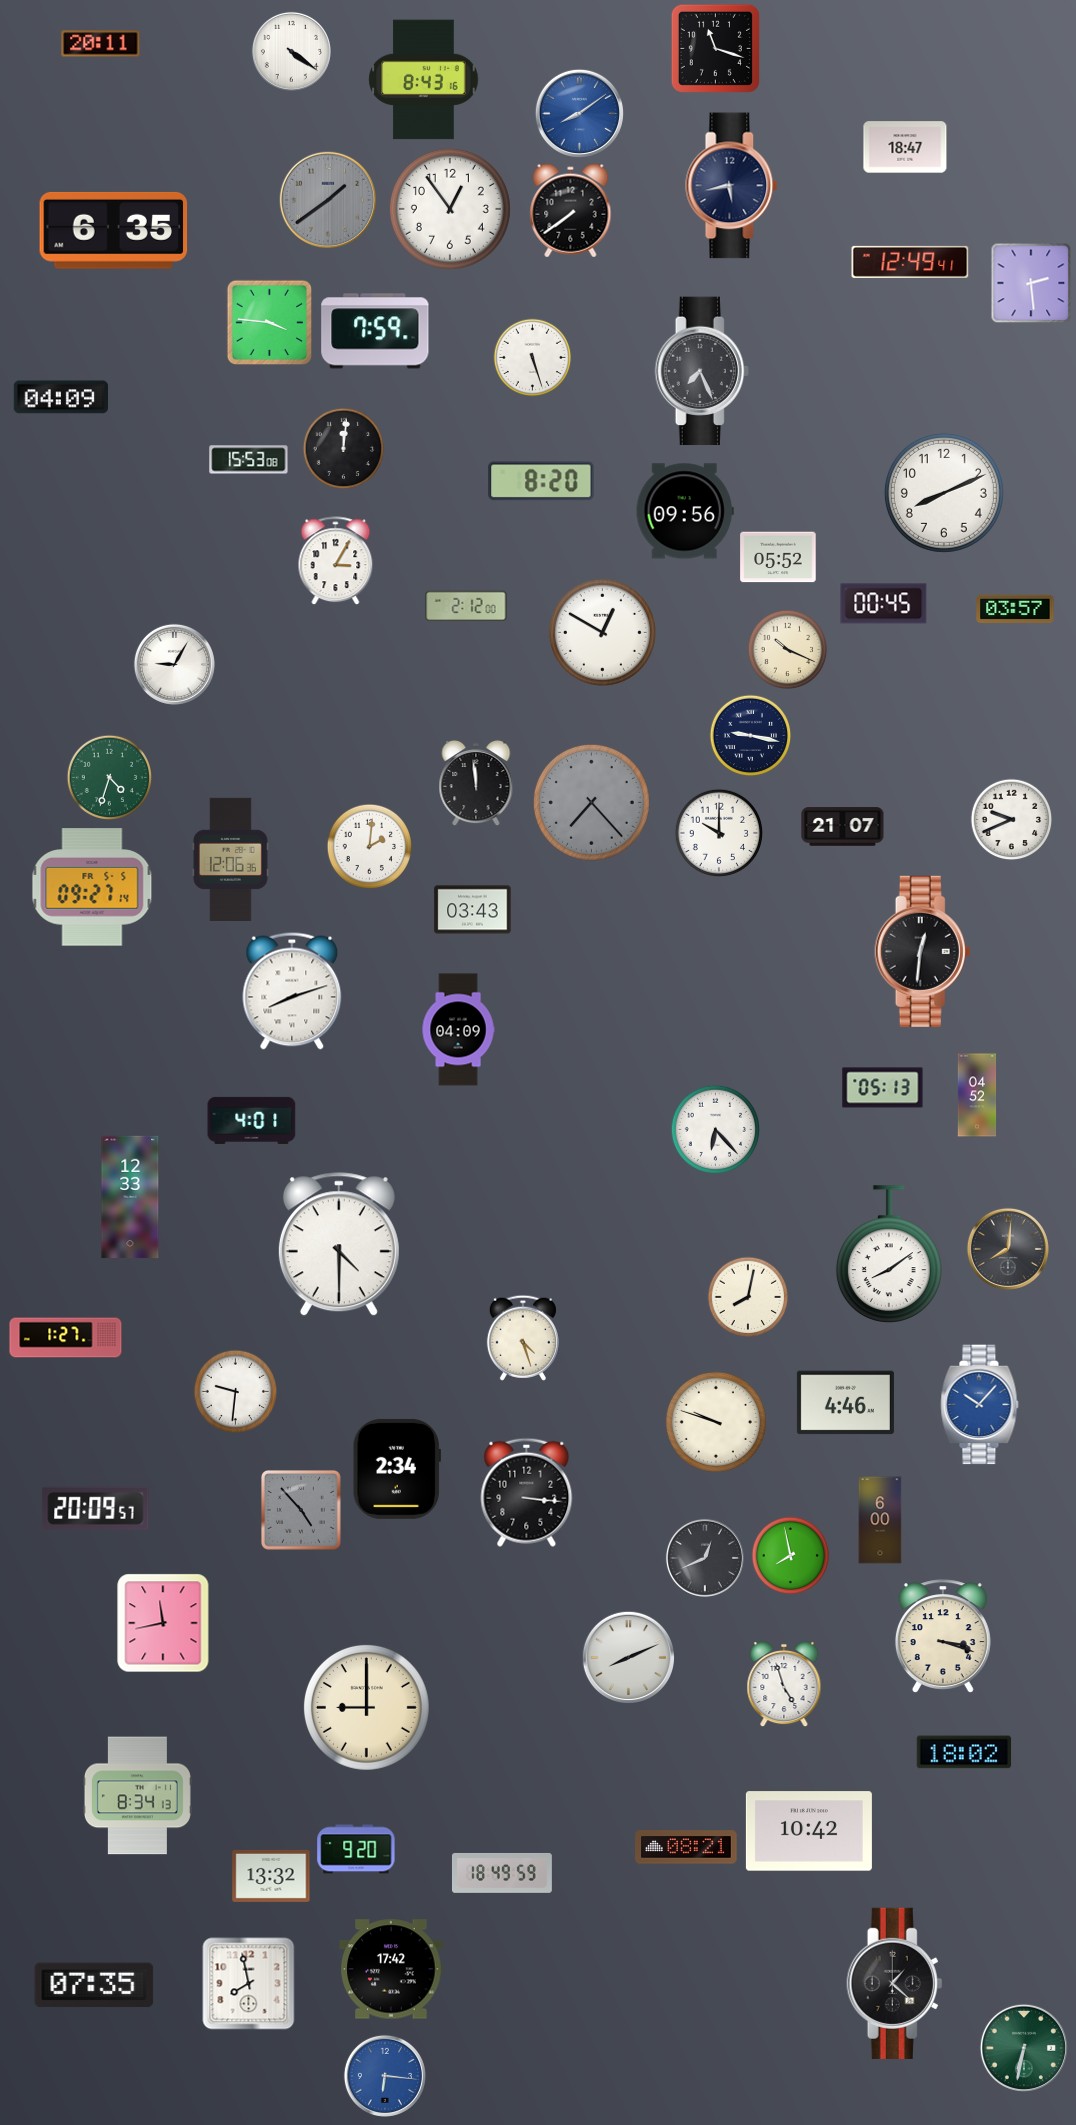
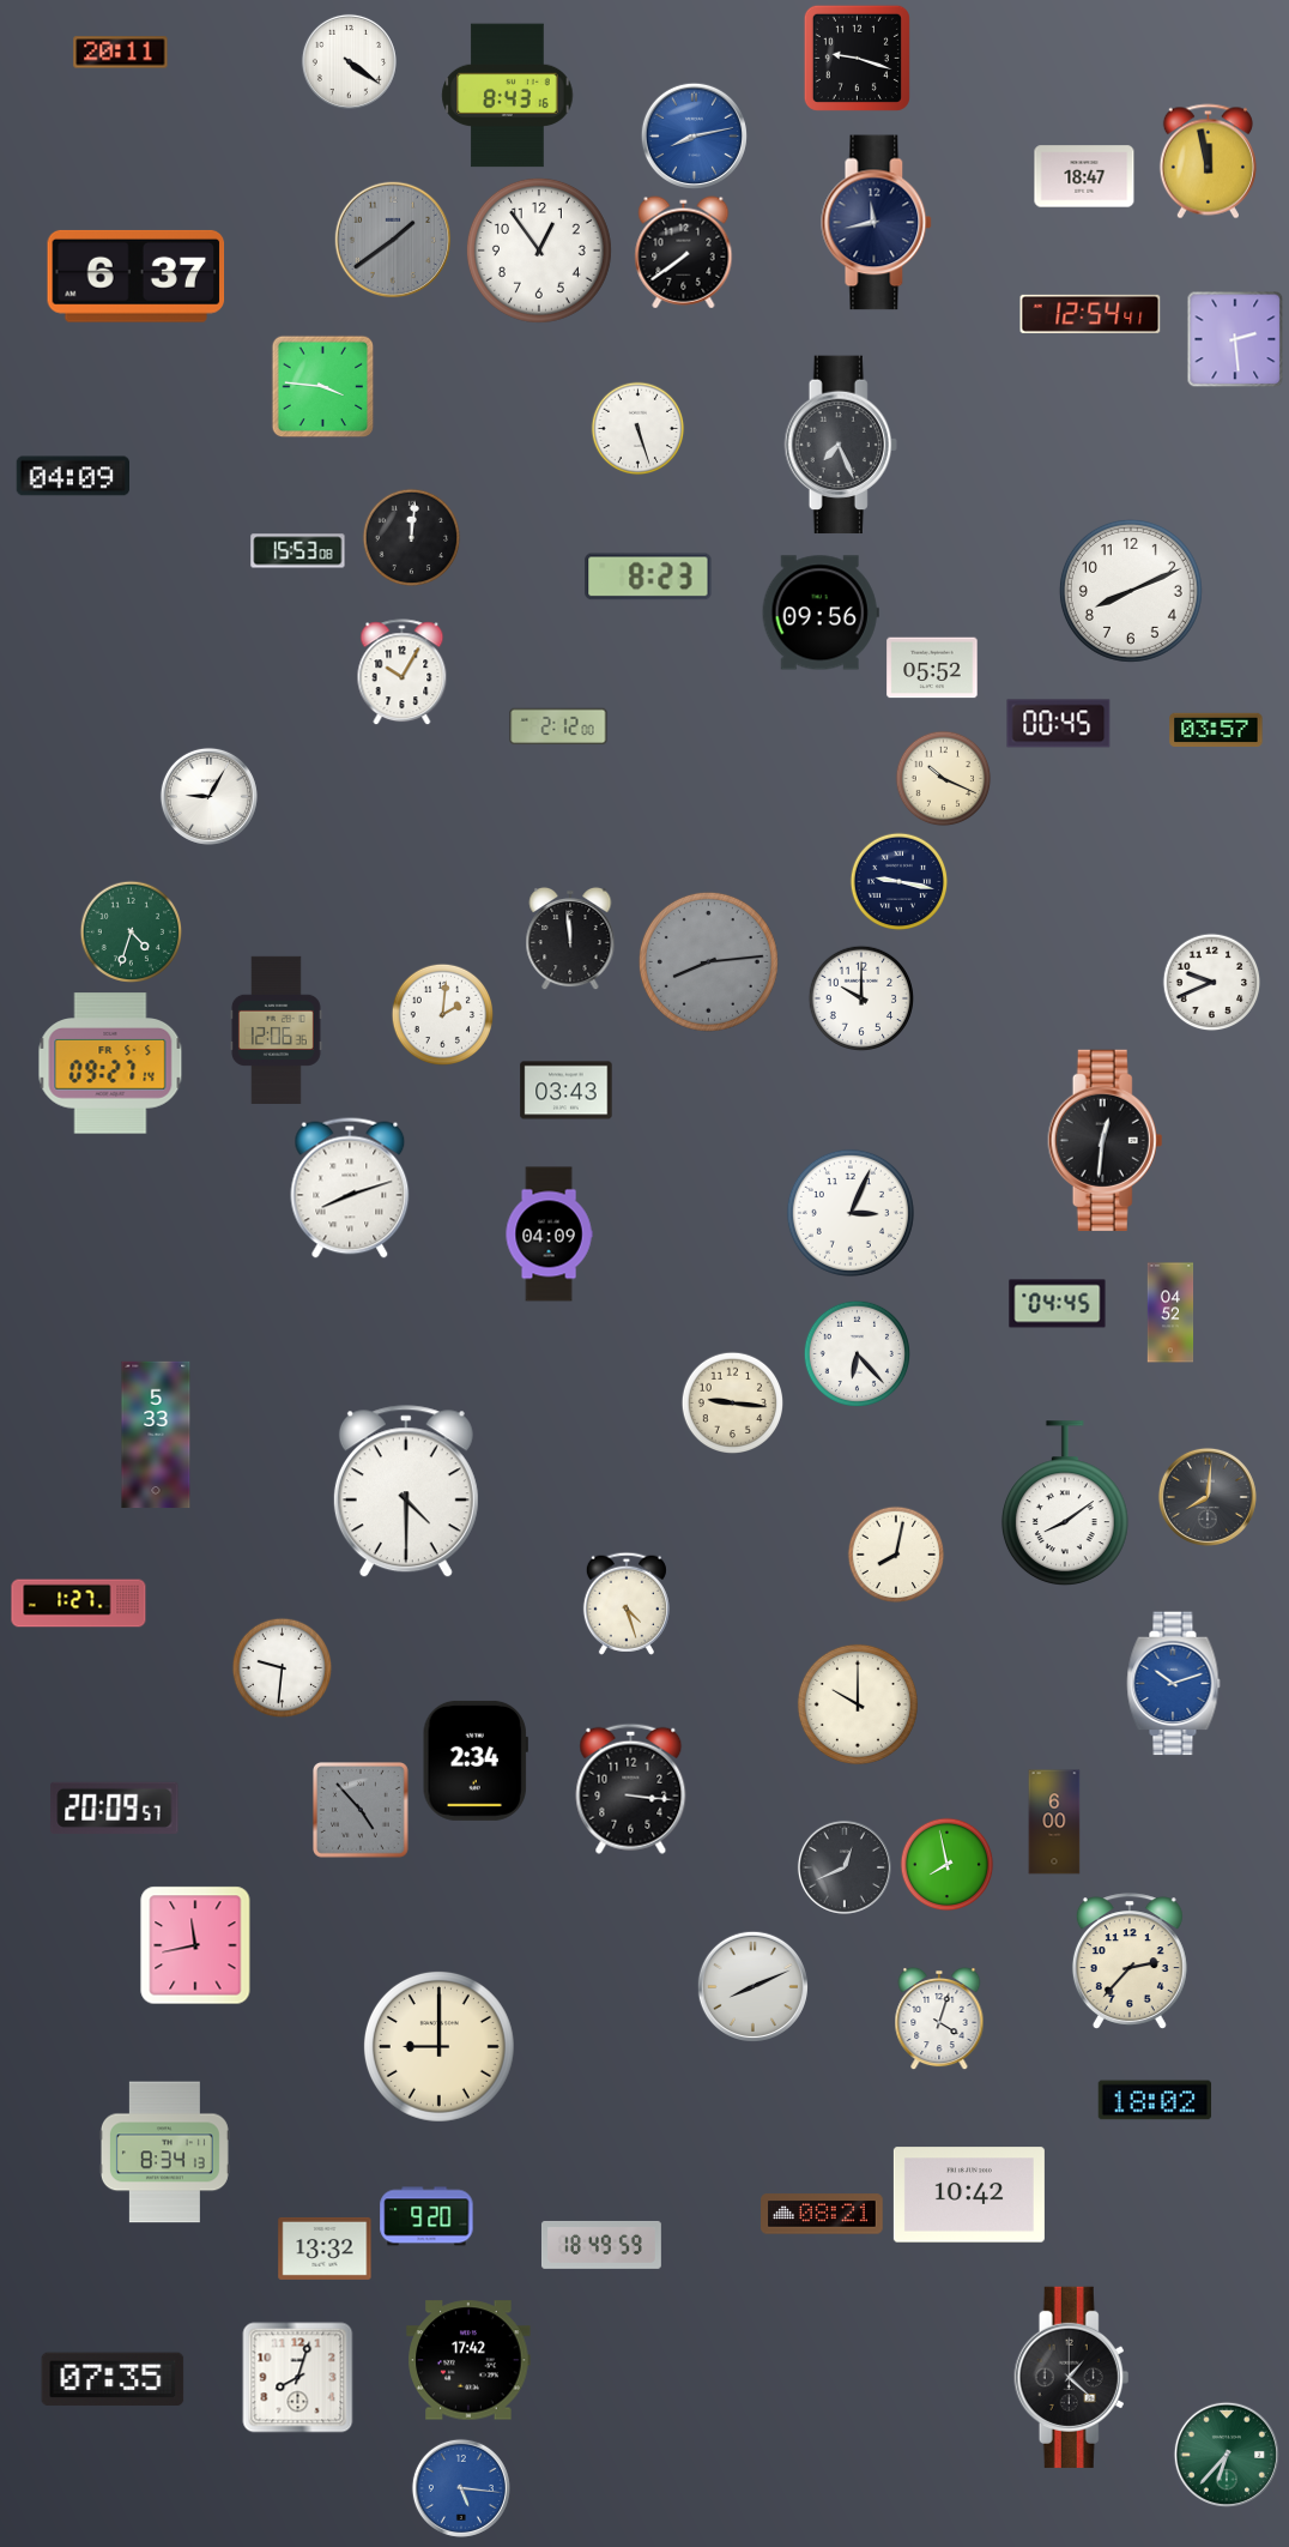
clock at (715, 48): 11:18 -> 9:18
clock at (579, 113): 8:09 -> 8:13
clock at (1208, 162): none -> 11:58
clock at (732, 186): 5:43 -> 11:43
clock at (114, 230): 6:35 -> 6:37
clock at (910, 262): 12:49 -> 12:54
clock at (375, 331): 7:59 -> none
clock at (541, 481): 8:20 -> 8:23
clock at (336, 561): 3:05 -> 10:05
clock at (602, 632): 12:50 -> none
clock at (591, 802): 7:23 -> 8:14
clock at (843, 827): 21:07 -> none
clock at (851, 1213): none -> 3:04
clock at (883, 1088): 05:13 -> 04:45
clock at (252, 1120): 4:01 -> none
clock at (733, 1404): none -> 9:16
clock at (130, 1197): 12:33 -> 5:33
clock at (845, 1403): 4:46 -> none
clock at (980, 1405): 10:07 -> 10:12
clock at (716, 1422): 9:48 -> 10:00
clock at (943, 1636): 3:18 -> 2:37
clock at (784, 1684): 4:57 -> 4:03
clock at (249, 1984): 7:58 -> 8:03
clock at (1024, 2048): 6:32 -> 6:37
clock at (385, 2076): 6:16 -> 5:16
